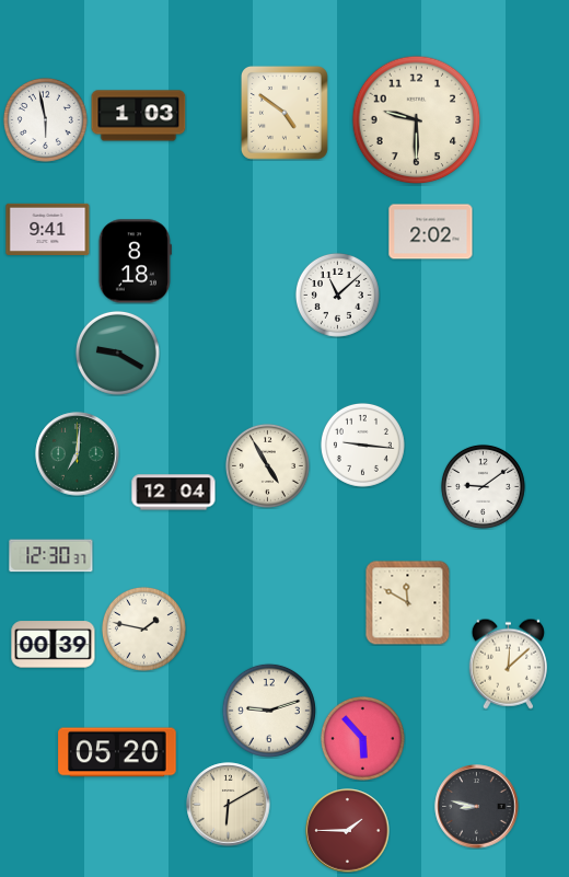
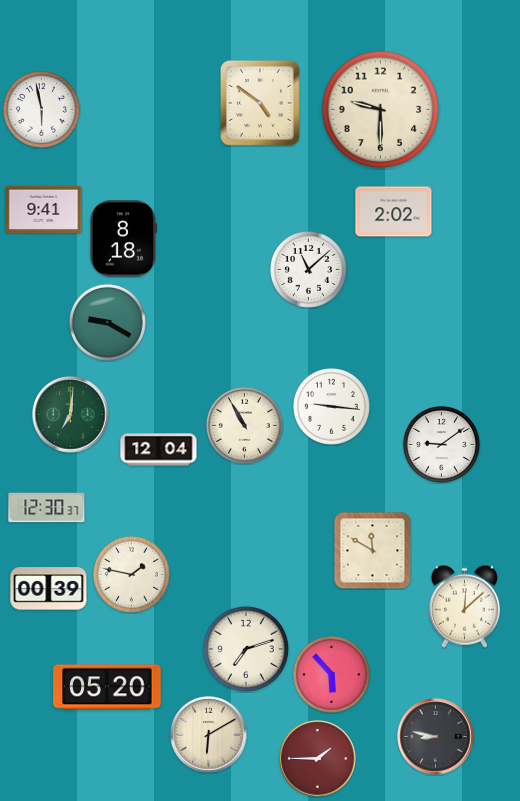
clock at (139, 116): 1:03 -> none
clock at (267, 465): 4:55 -> 10:55
clock at (269, 711): 9:12 -> 7:12
